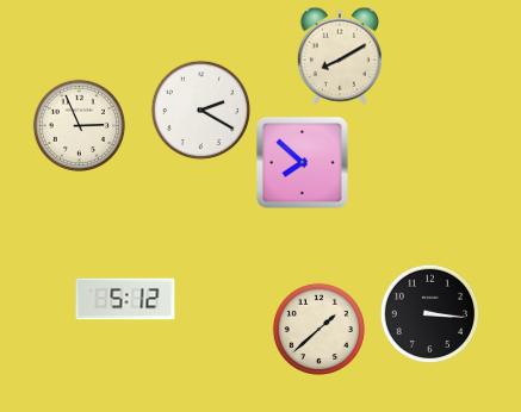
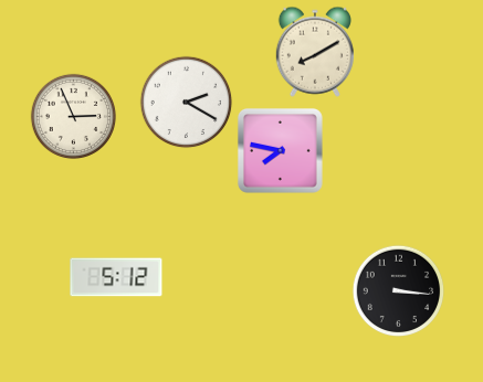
clock at (302, 162): 7:52 -> 7:47
clock at (318, 329): 1:38 -> none
